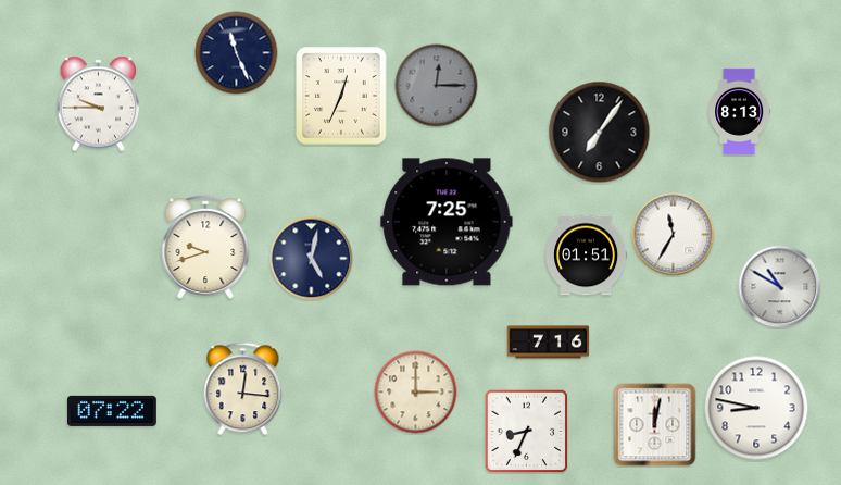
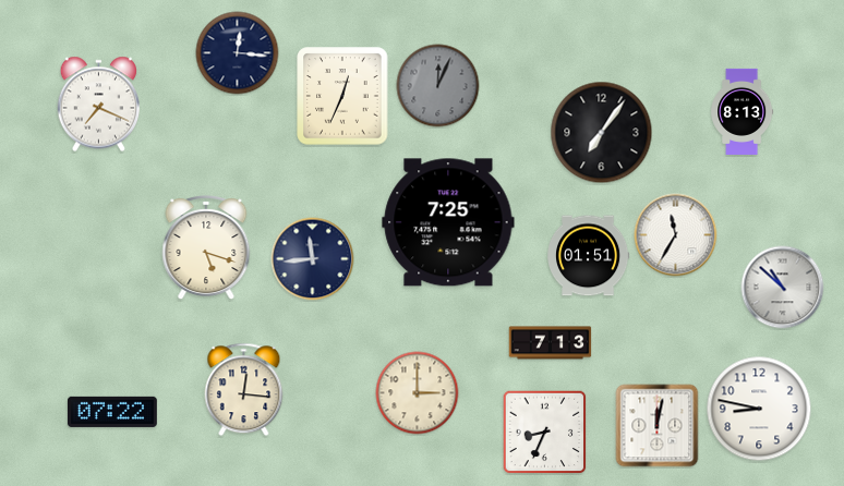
clock at (237, 53): 11:26 -> 12:16
clock at (437, 86): 12:15 -> 12:04
clock at (99, 104): 9:45 -> 7:19
clock at (205, 248): 9:42 -> 5:18
clock at (312, 259): 5:02 -> 11:44
clock at (780, 287): 10:50 -> 10:52
clock at (549, 343): 7:16 -> 7:13
clock at (527, 432) position: (527, 432) -> (545, 433)
